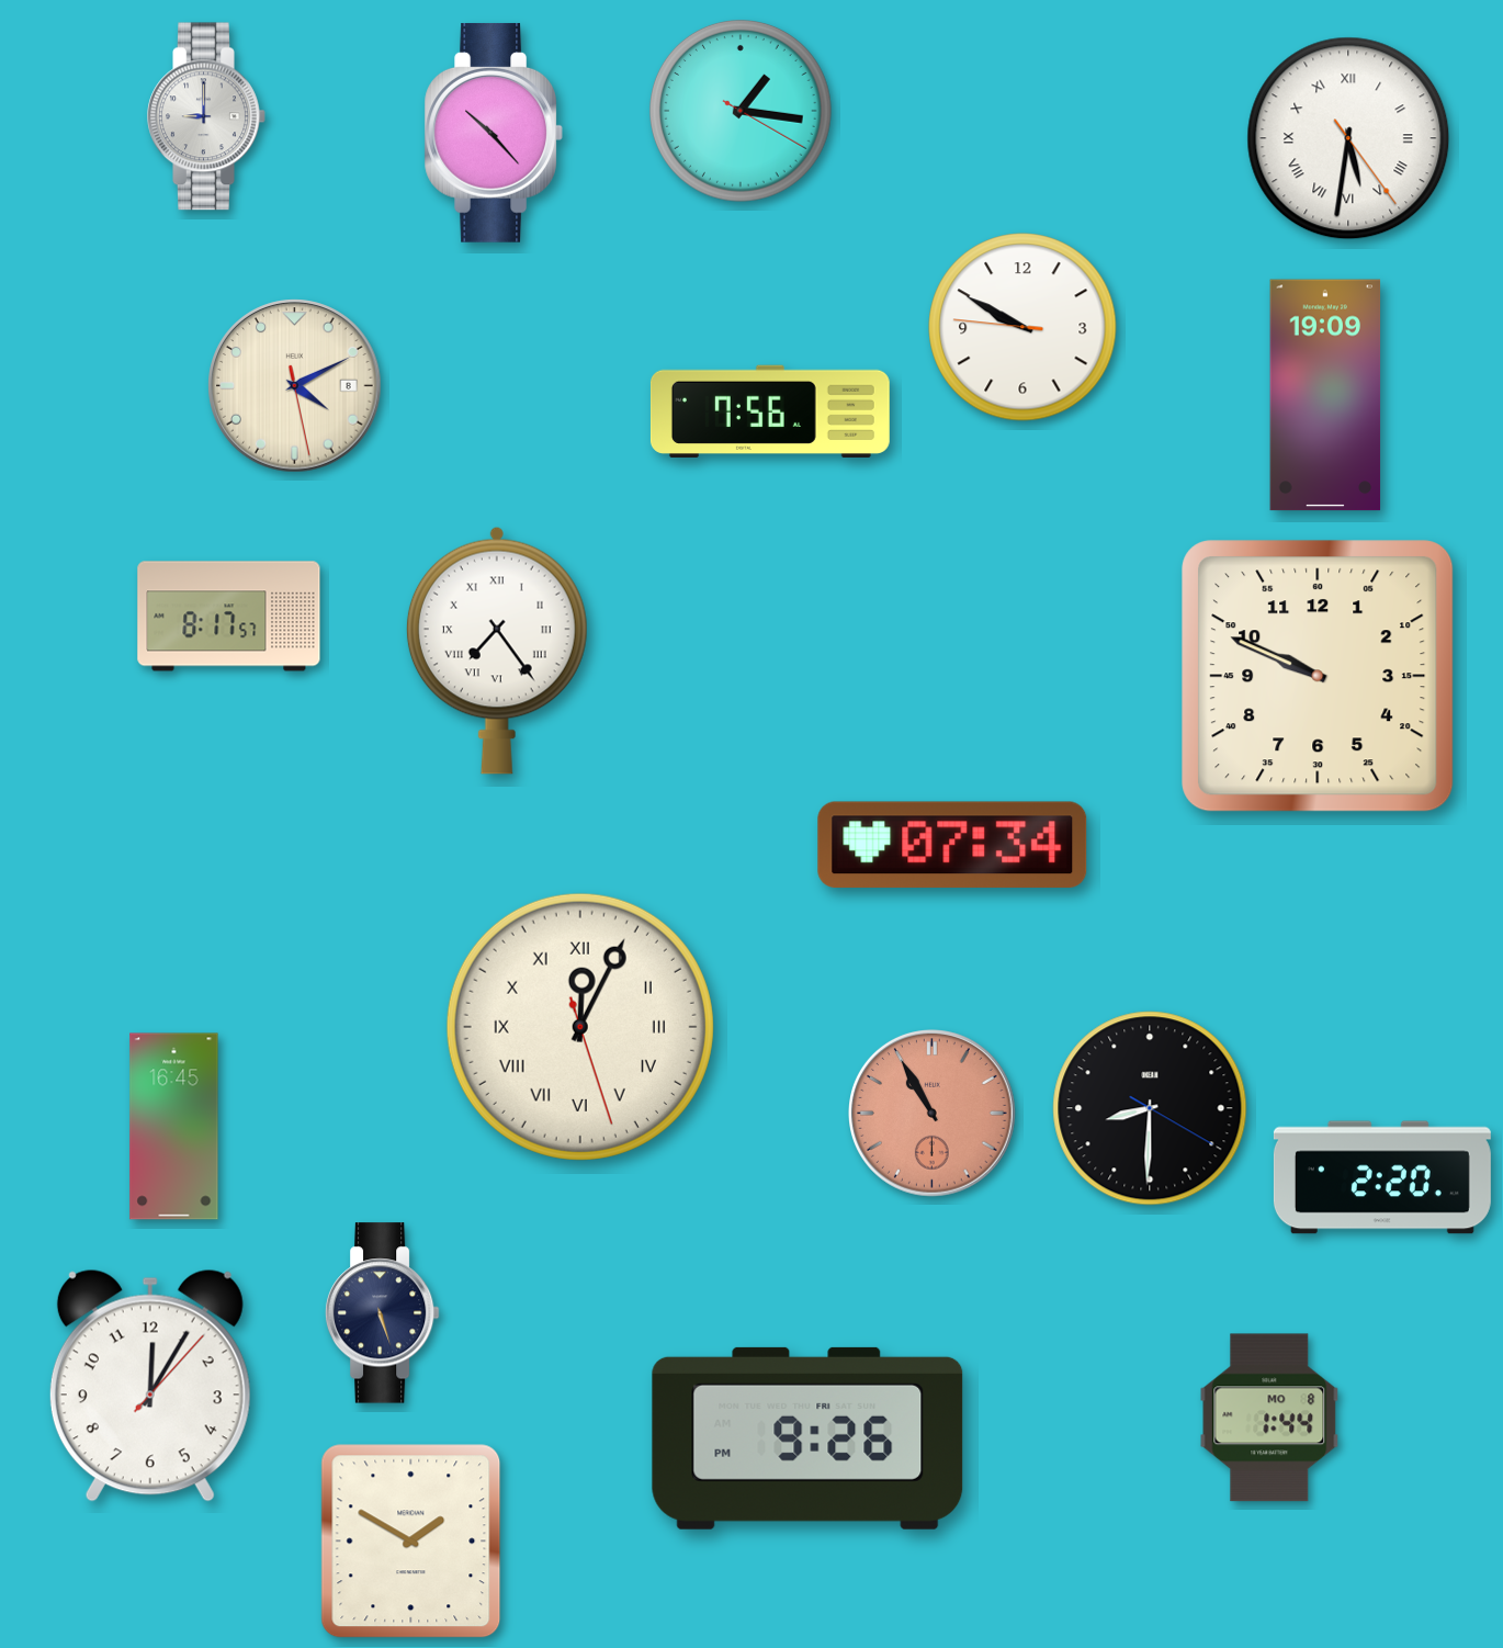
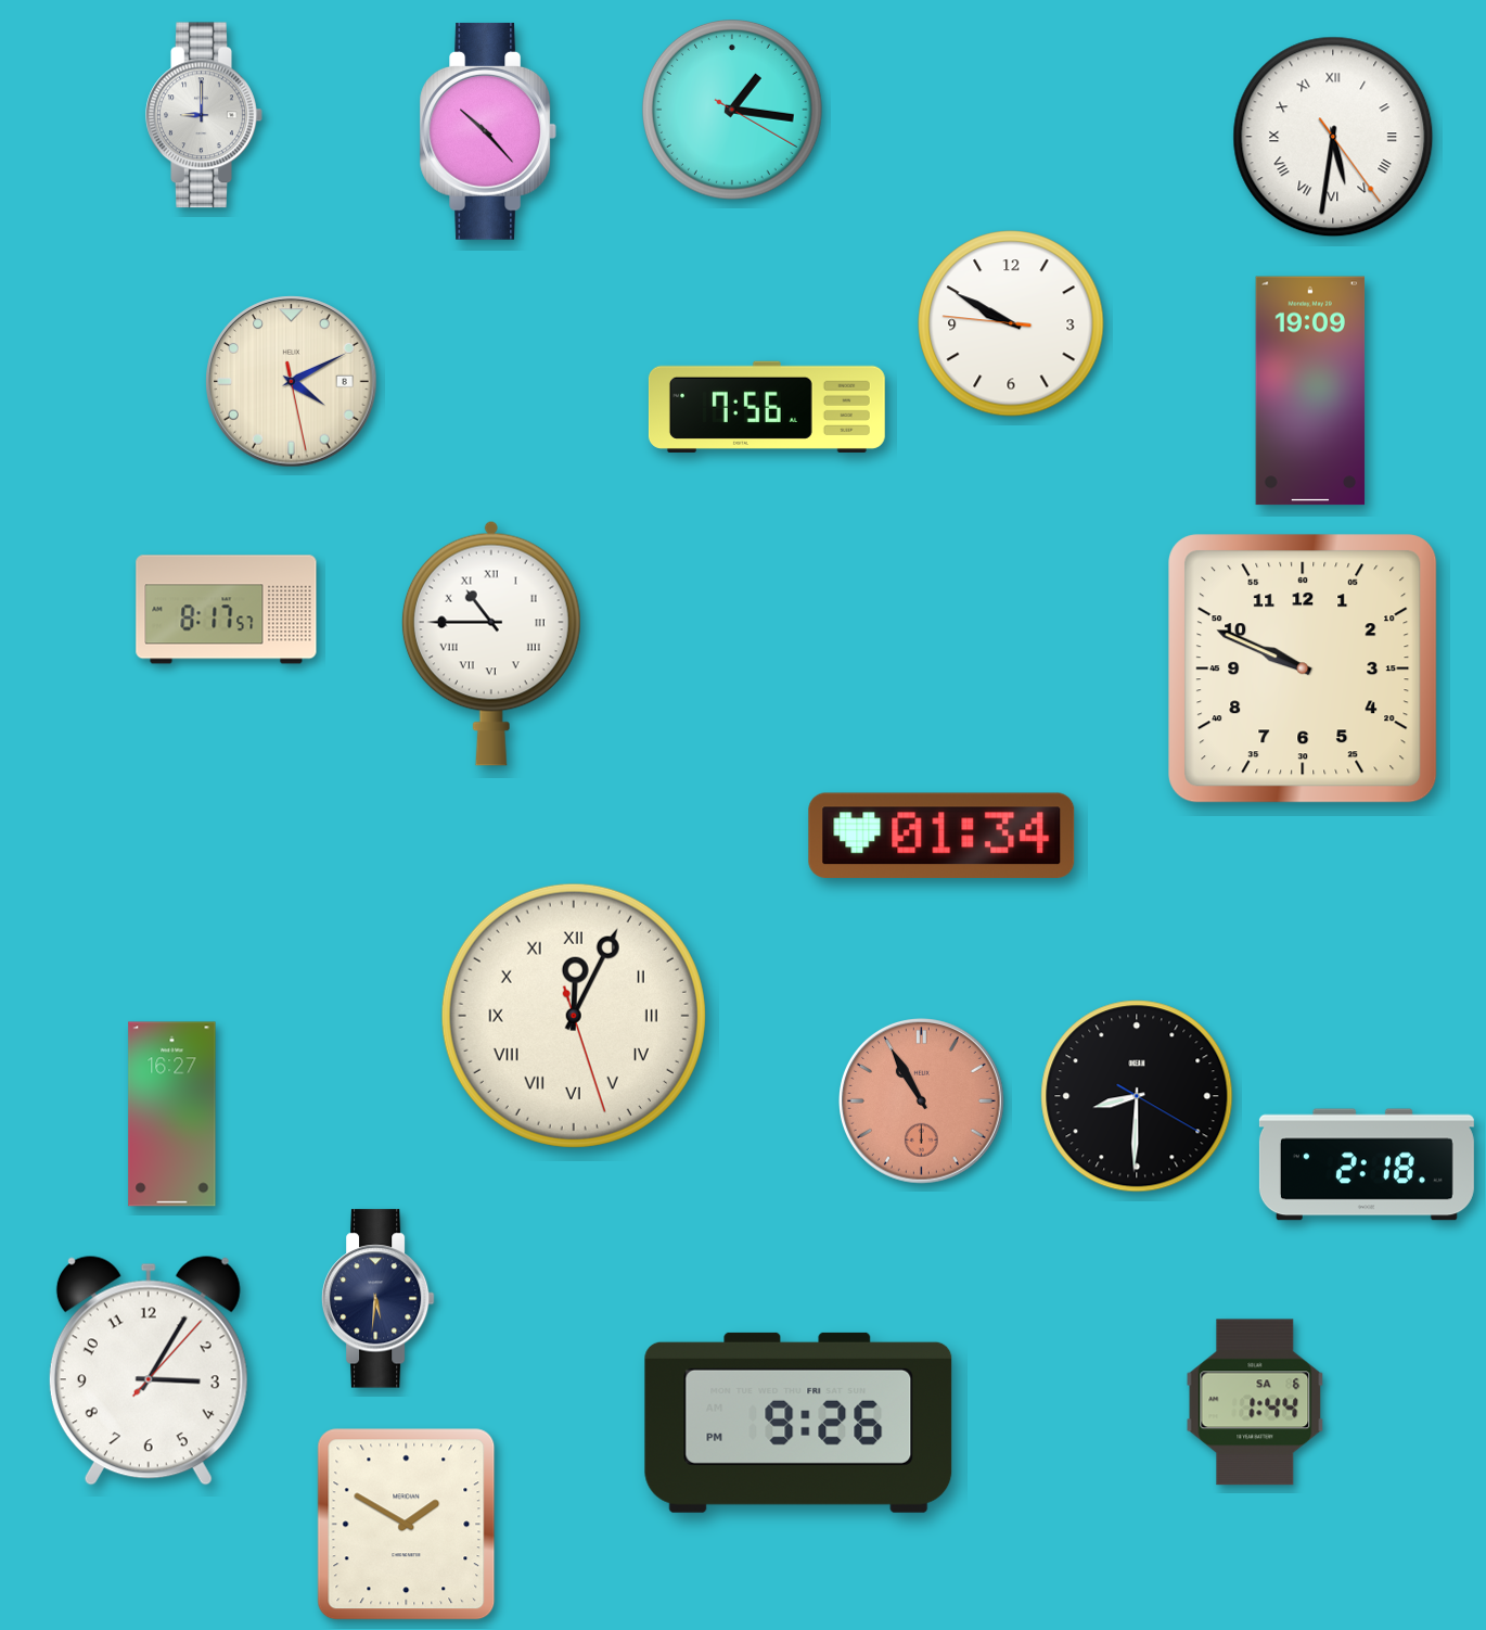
clock at (770, 411) position: (770, 411) -> (767, 407)
clock at (497, 651): 7:24 -> 10:45
clock at (952, 844): 07:34 -> 01:34
clock at (174, 1127): 16:45 -> 16:27
clock at (1382, 1177): 2:20 -> 2:18
clock at (382, 1313): 5:27 -> 5:31
clock at (150, 1386): 12:05 -> 3:05
clock at (1269, 1418) date: MO 8 -> SA 6
